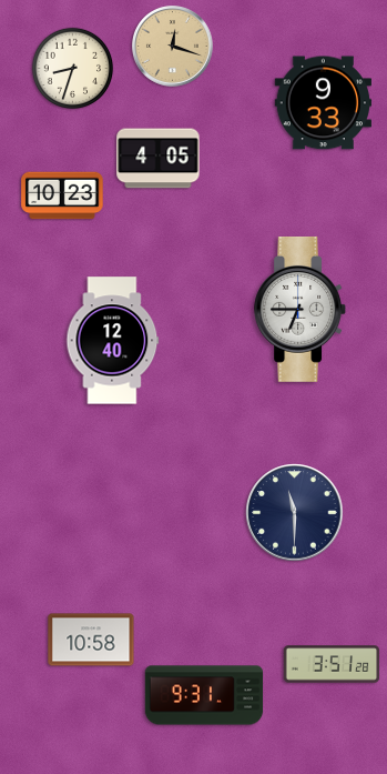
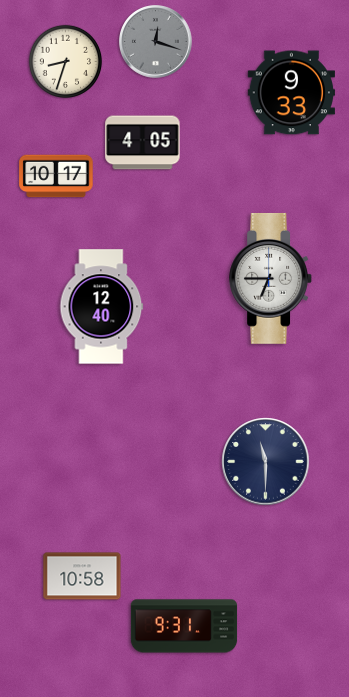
clock at (173, 47) dial: champagne -> grey
clock at (62, 195): 10:23 -> 10:17
clock at (332, 664): 3:51 -> none
